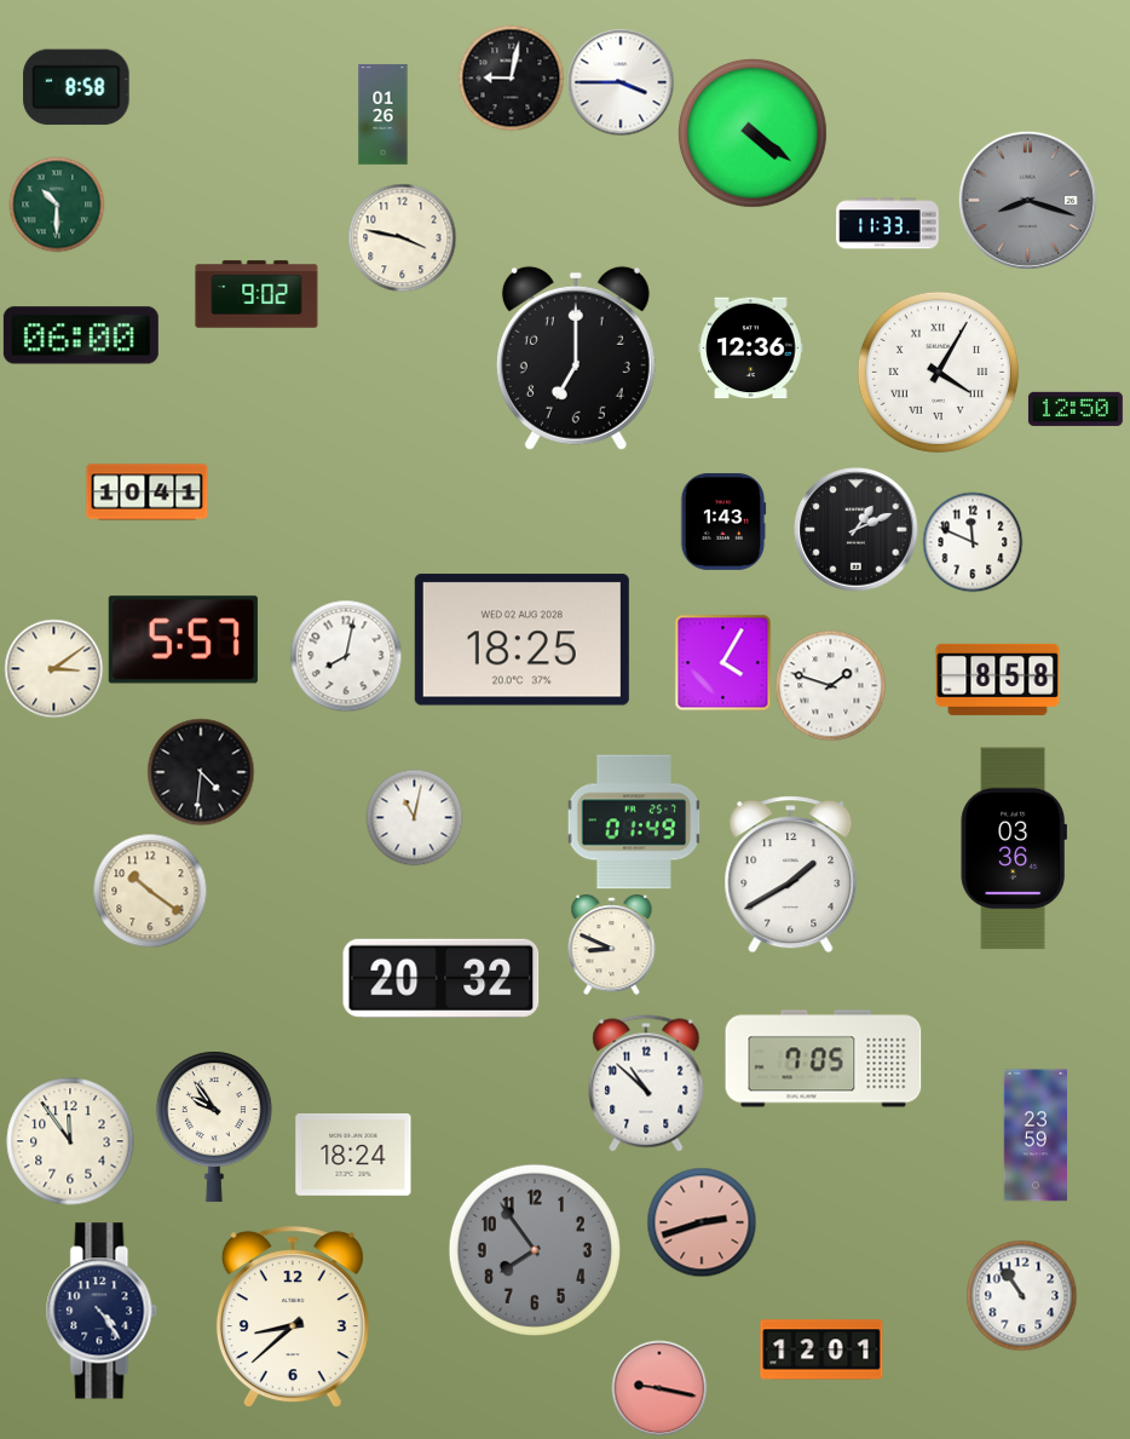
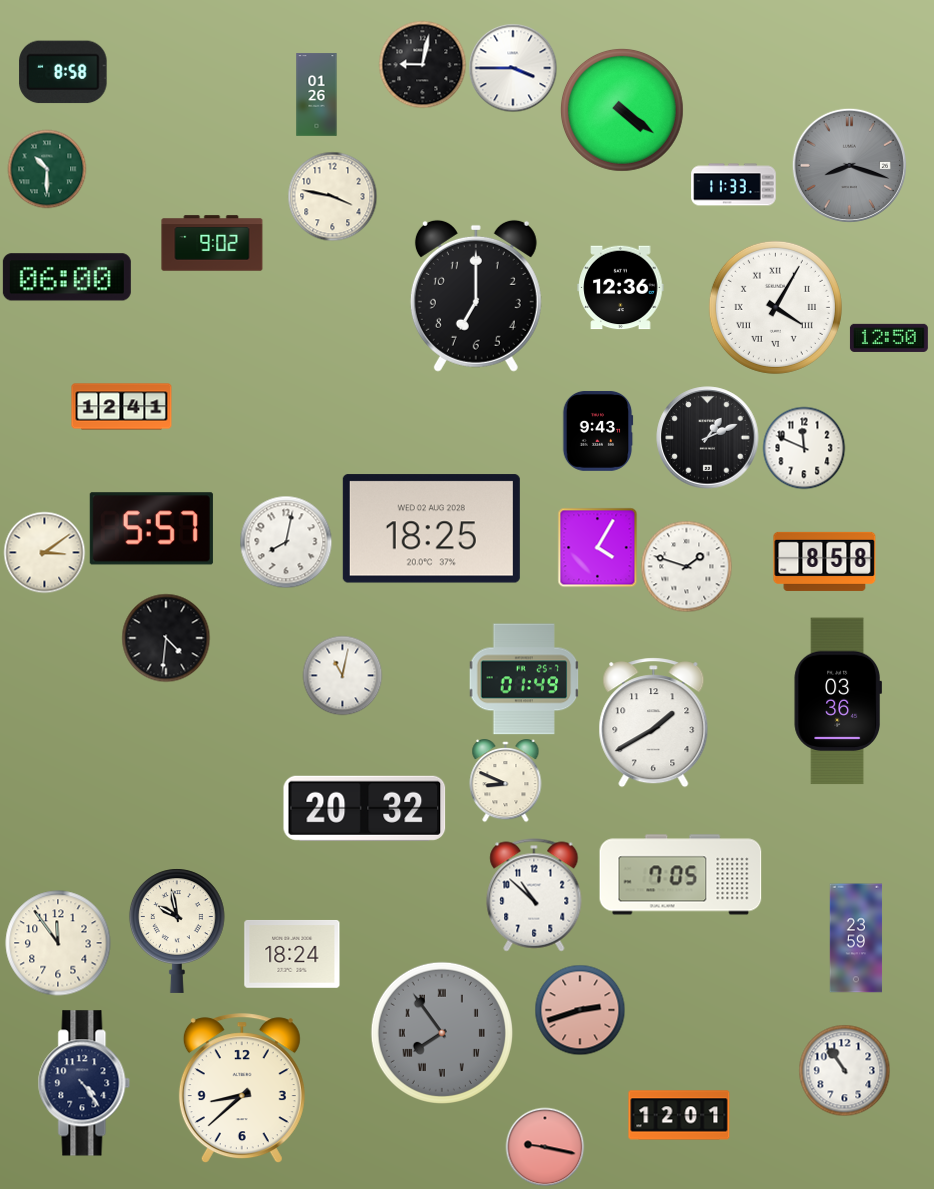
clock at (148, 493): 10:41 -> 12:41
clock at (723, 522): 1:43 -> 9:43
clock at (150, 891): 10:21 -> none
clock at (214, 1127): 9:54 -> 9:58
clock at (535, 1250) numerals: Arabic -> Roman
